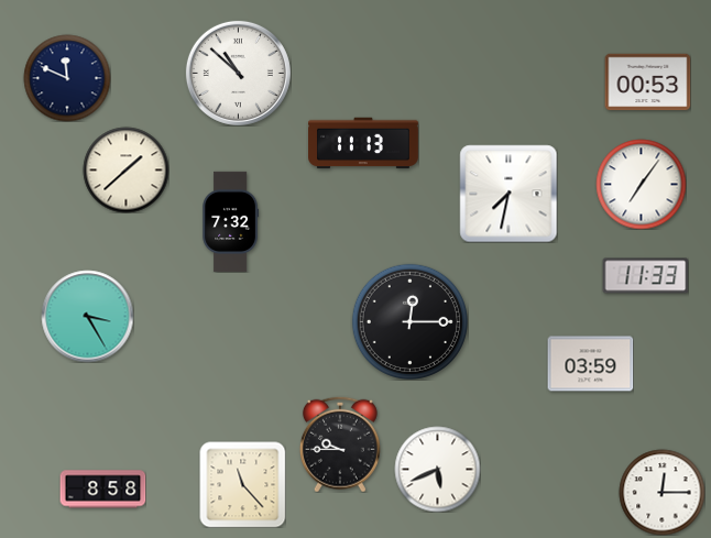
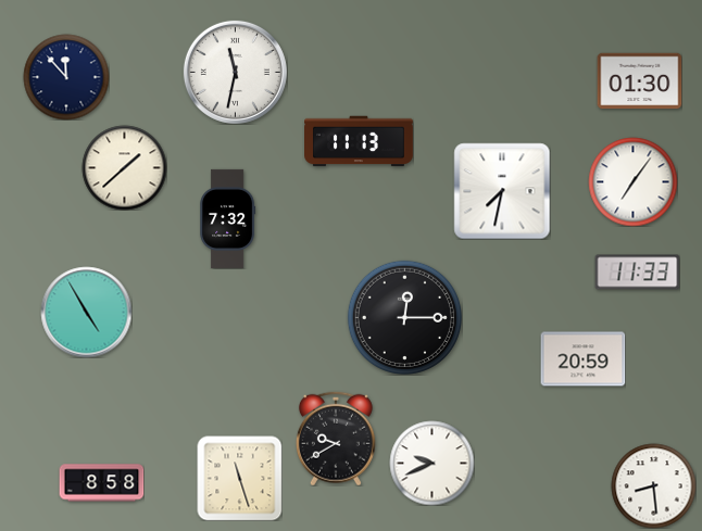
clock at (238, 73): 10:52 -> 11:32
clock at (67, 78): 11:49 -> 11:53
clock at (647, 83): 00:53 -> 01:30
clock at (87, 316): 3:25 -> 4:55
clock at (590, 364): 03:59 -> 20:59
clock at (340, 444): 9:45 -> 9:40
clock at (437, 469): 5:41 -> 9:41
clock at (242, 484): 11:23 -> 11:27
clock at (661, 492): 12:15 -> 8:29
